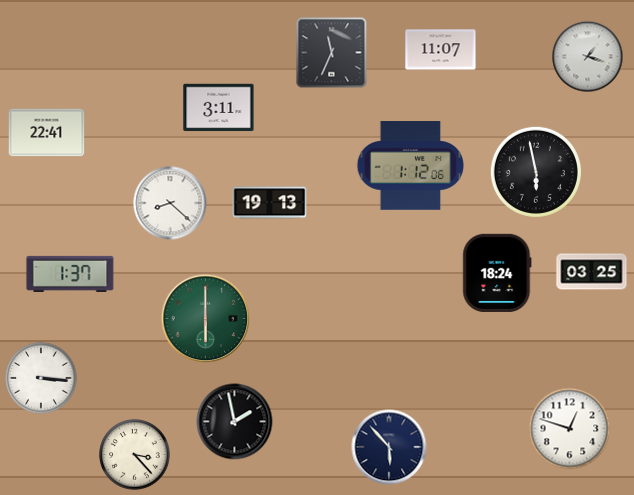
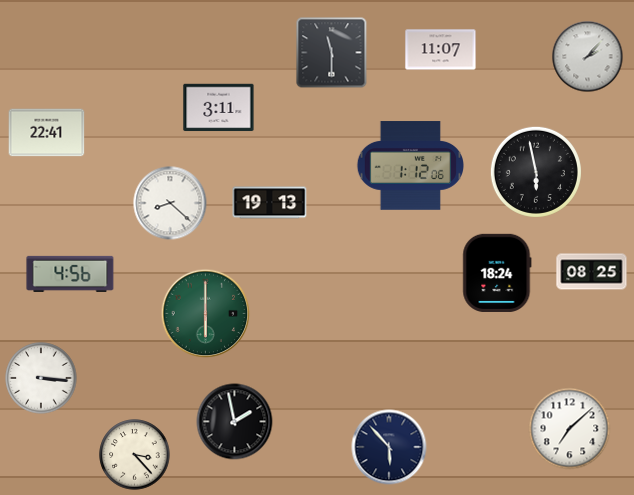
clock at (332, 53): 11:34 -> 11:30
clock at (588, 57): 1:18 -> 2:07
clock at (592, 272): 03:25 -> 08:25
clock at (70, 274): 1:37 -> 4:56
clock at (206, 319) position: (206, 319) -> (206, 314)
clock at (570, 429): 12:48 -> 7:08
